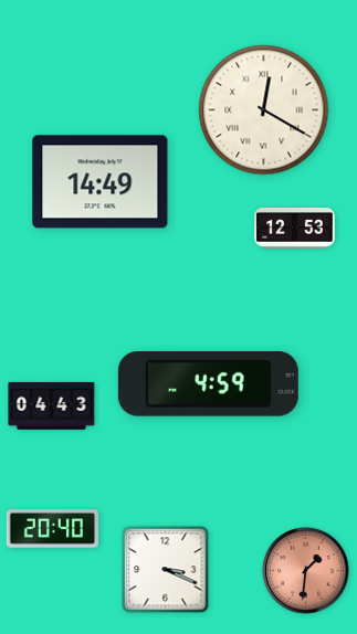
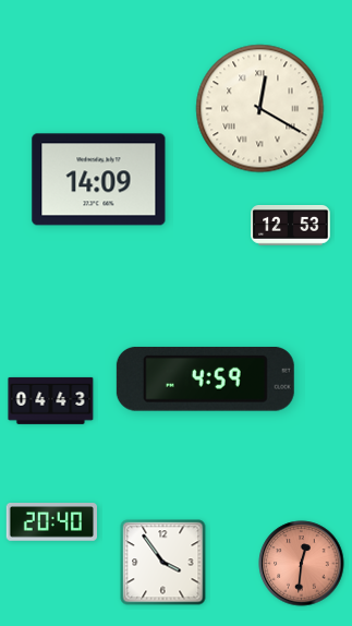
clock at (101, 182): 14:49 -> 14:09
clock at (166, 570): 3:19 -> 3:54
clock at (306, 571): 1:31 -> 12:31
